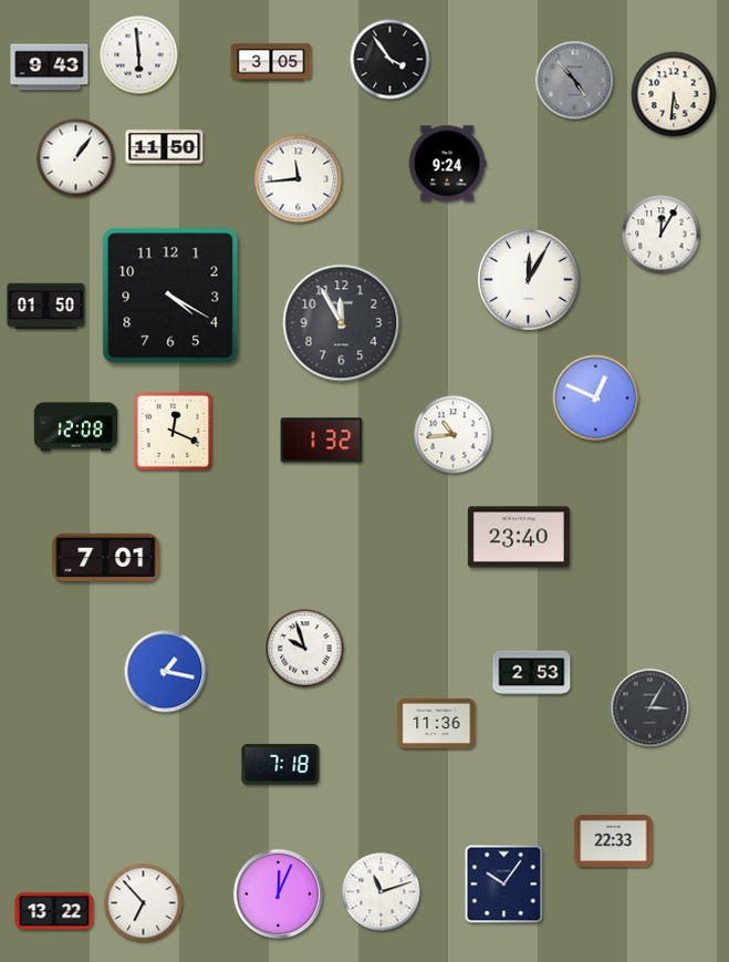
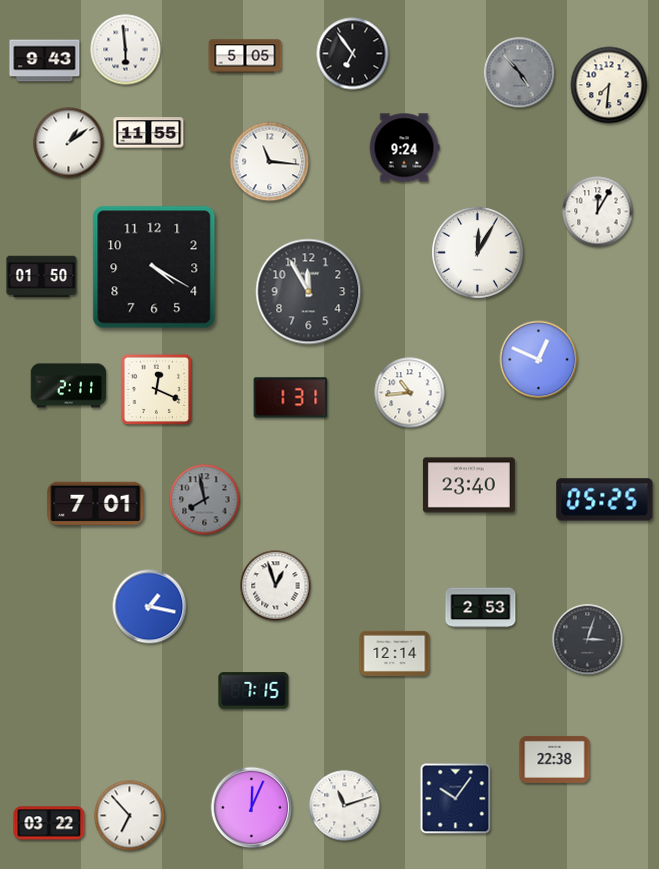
clock at (390, 60): 3:54 -> 6:54
clock at (271, 62): 3:05 -> 5:05
clock at (674, 94): 5:31 -> 7:31
clock at (165, 147): 11:50 -> 11:55
clock at (76, 158): 1:06 -> 1:09
clock at (299, 179): 11:44 -> 11:16
clock at (76, 427): 12:08 -> 2:11
clock at (322, 441): 1:32 -> 1:31
clock at (205, 500): none -> 7:58
clock at (605, 500): none -> 05:25
clock at (305, 649): 9:57 -> 12:57
clock at (650, 708): 3:05 -> 3:03
clock at (437, 723): 11:36 -> 12:14
clock at (281, 765): 7:18 -> 7:15
clock at (614, 840): 22:33 -> 22:38
clock at (54, 911): 13:22 -> 03:22
